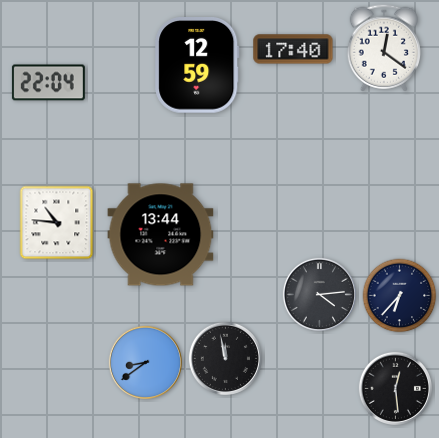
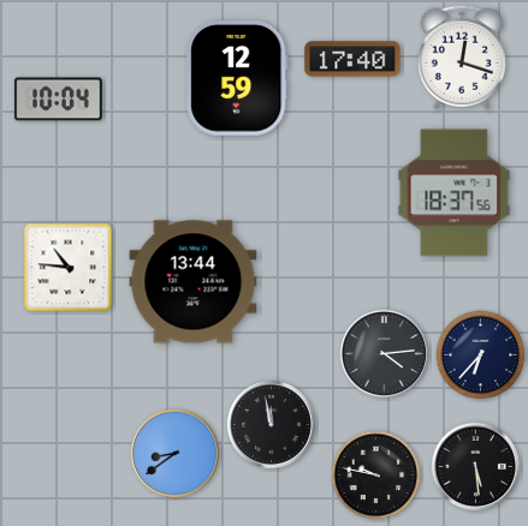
clock at (383, 48): 12:21 -> 12:18
clock at (48, 83): 22:04 -> 10:04
clock at (455, 193): none -> 18:37
clock at (225, 358) position: (225, 358) -> (271, 424)
clock at (145, 362) position: (145, 362) -> (174, 453)
clock at (395, 388): 12:29 -> 5:29
clock at (376, 476): none -> 9:47
